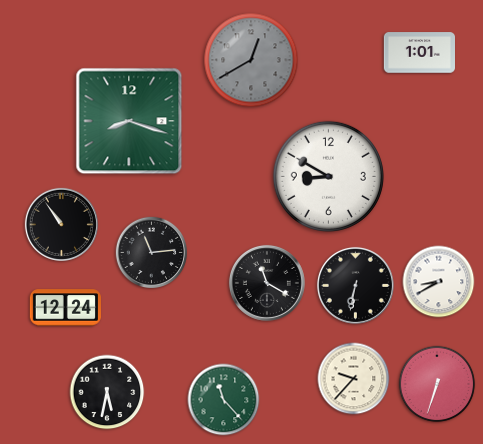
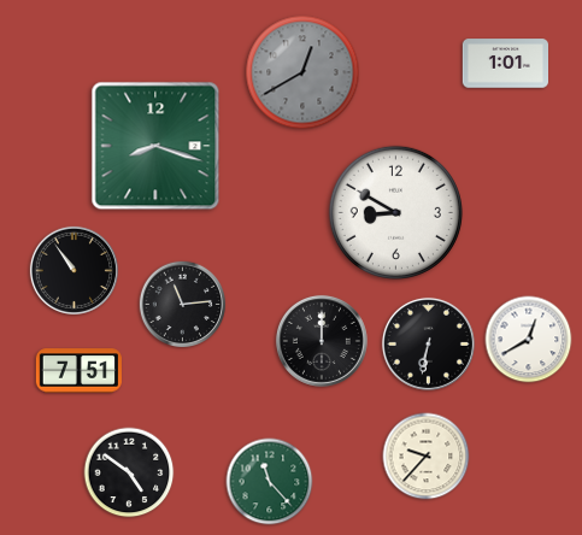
clock at (439, 282): 8:40 -> 12:40
clock at (267, 283): 11:20 -> 12:00
clock at (65, 308): 12:24 -> 7:51
clock at (437, 384): 6:33 -> none
clock at (107, 392): 5:32 -> 4:51
